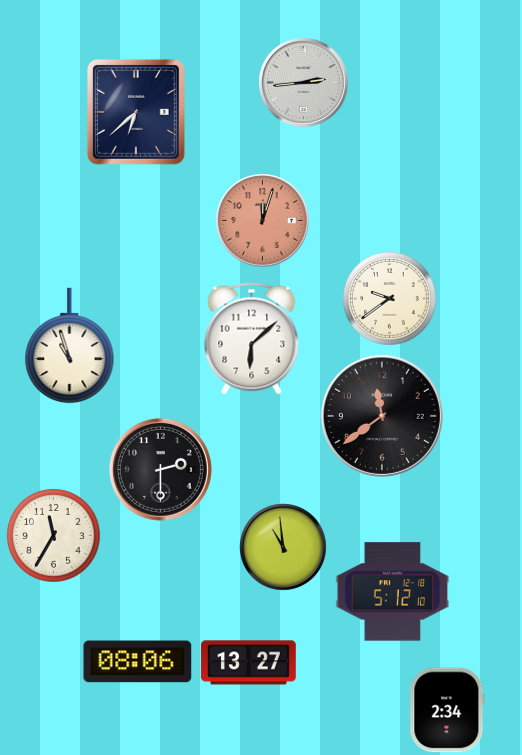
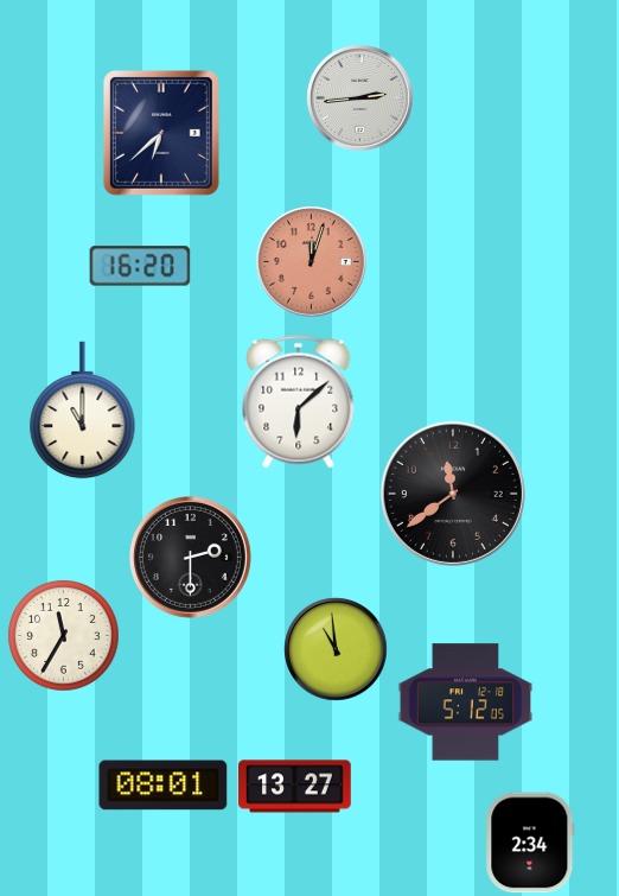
clock at (140, 266): none -> 16:20
clock at (390, 299): 9:39 -> none
clock at (70, 346): 10:57 -> 11:00
clock at (393, 592): 5:12:10 -> 5:12:05
clock at (138, 662): 08:06 -> 08:01
